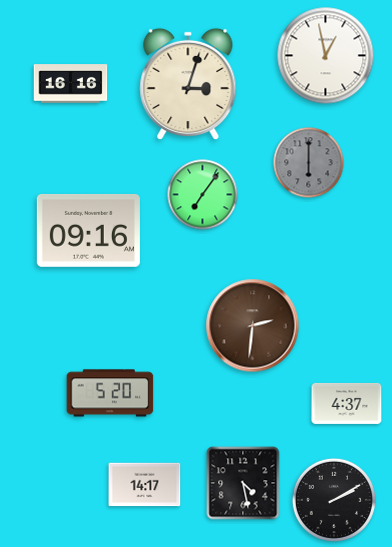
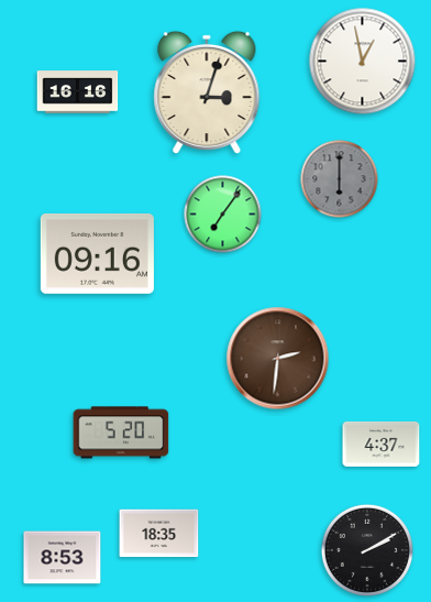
clock at (326, 56) position: (326, 56) -> (363, 62)
clock at (243, 483): 4:28 -> none
clock at (145, 485): 14:17 -> 18:35
clock at (63, 558): none -> 8:53
